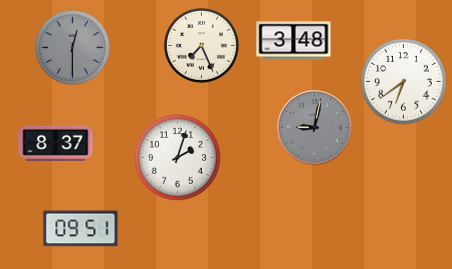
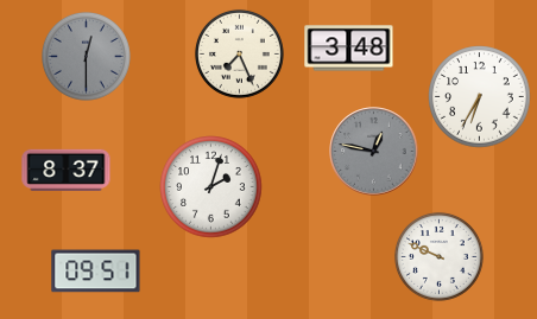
clock at (404, 82): 6:39 -> 6:35
clock at (315, 128): 9:02 -> 12:47
clock at (438, 256): none -> 9:49
